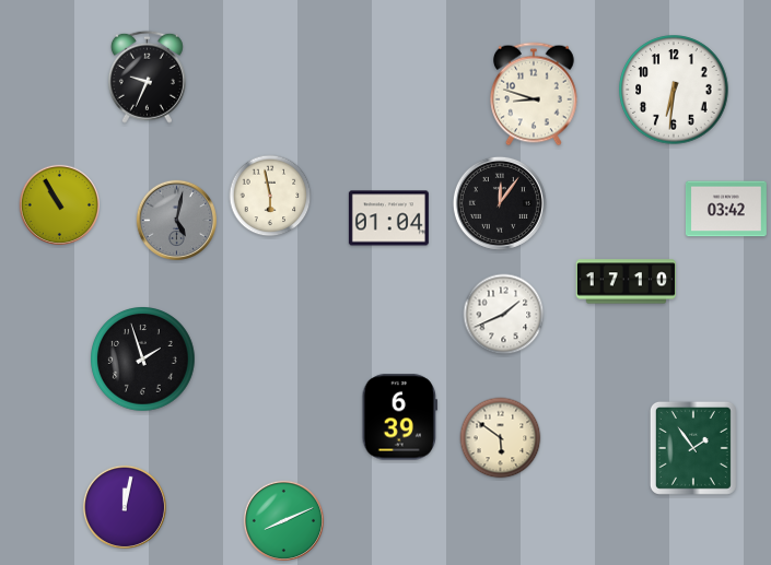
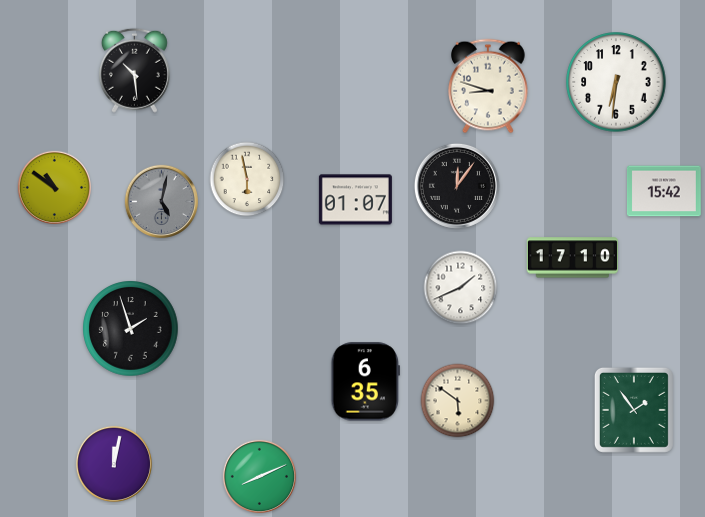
clock at (147, 76): 9:34 -> 10:29
clock at (59, 204): 10:55 -> 10:51
clock at (726, 209): 03:42 -> 15:42
clock at (388, 219): 01:04 -> 01:07
clock at (399, 417): 6:39 -> 6:35
